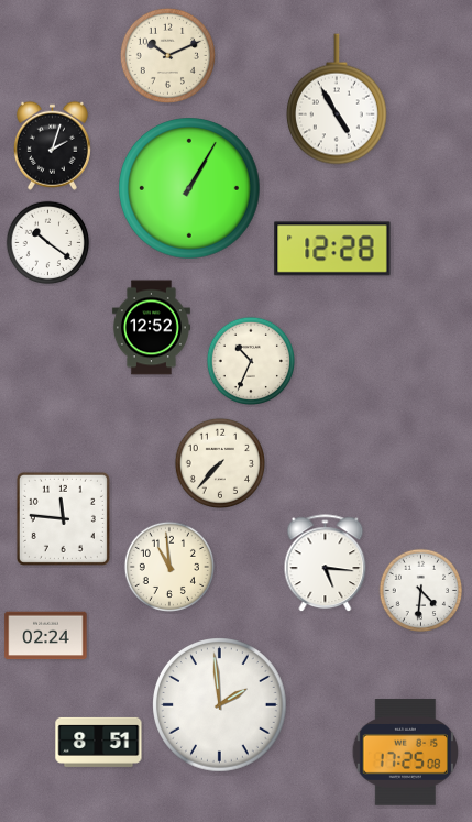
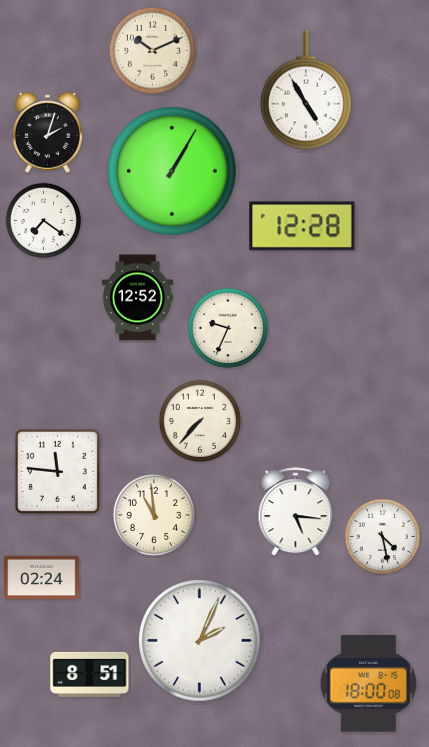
clock at (48, 243): 10:21 -> 7:21
clock at (250, 360): 10:34 -> 9:34
clock at (421, 591): 4:31 -> 4:28
clock at (220, 705): 1:59 -> 2:04
clock at (405, 753): 17:25 -> 18:00
